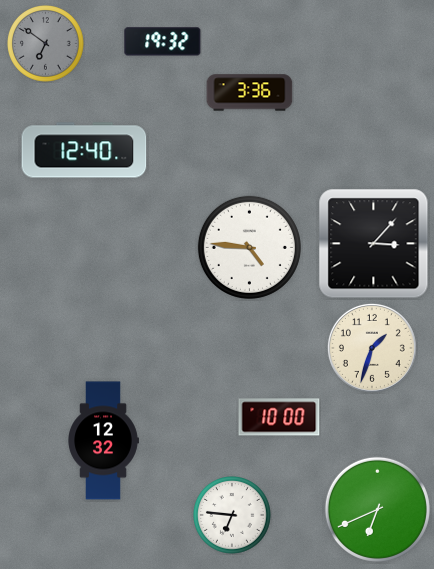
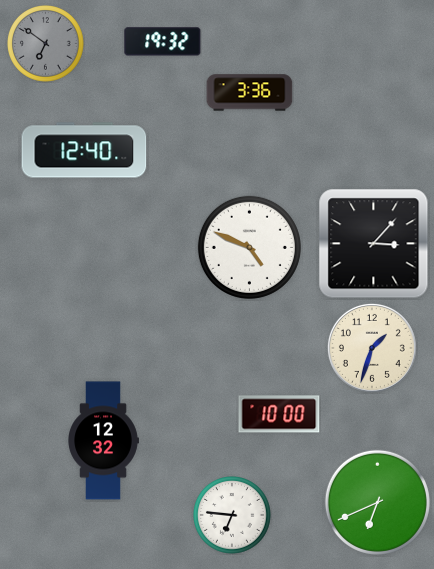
clock at (249, 247): 4:46 -> 4:49
clock at (279, 417) position: (279, 417) -> (279, 414)
clock at (377, 509) position: (377, 509) -> (377, 502)
